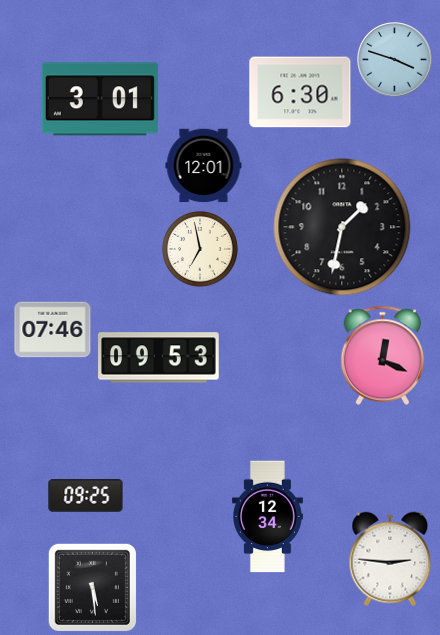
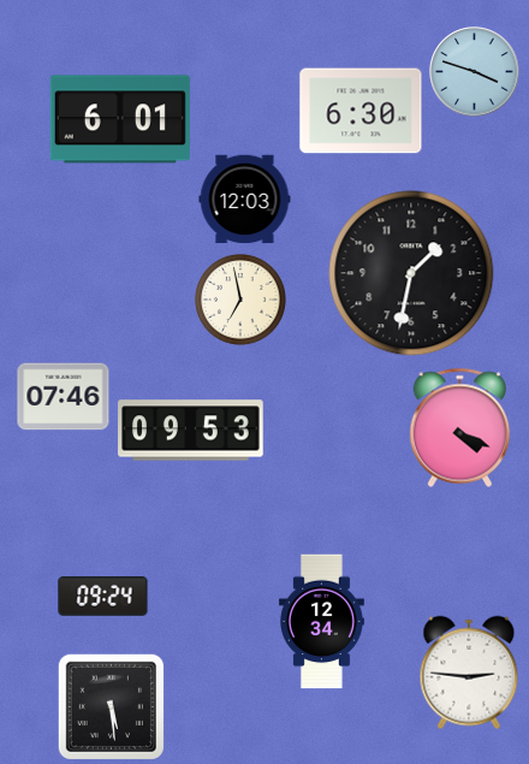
clock at (100, 99): 3:01 -> 6:01
clock at (204, 166): 12:01 -> 12:03
clock at (382, 356): 12:19 -> 4:19
clock at (86, 496): 09:25 -> 09:24
